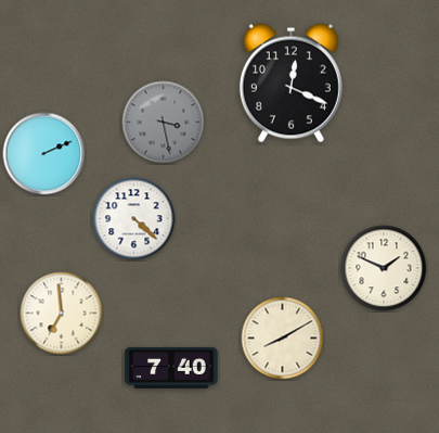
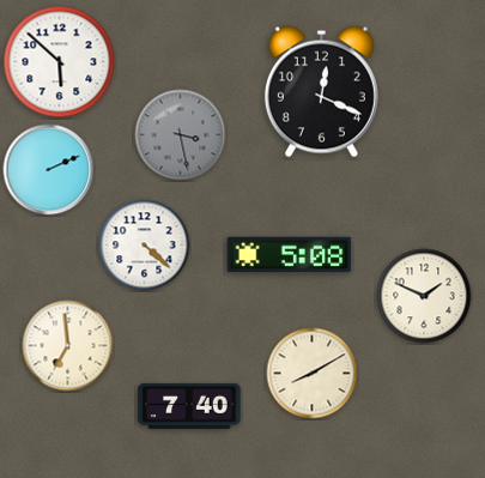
clock at (60, 62): none -> 5:52
clock at (134, 219) position: (134, 219) -> (145, 246)
clock at (290, 255): none -> 5:08
